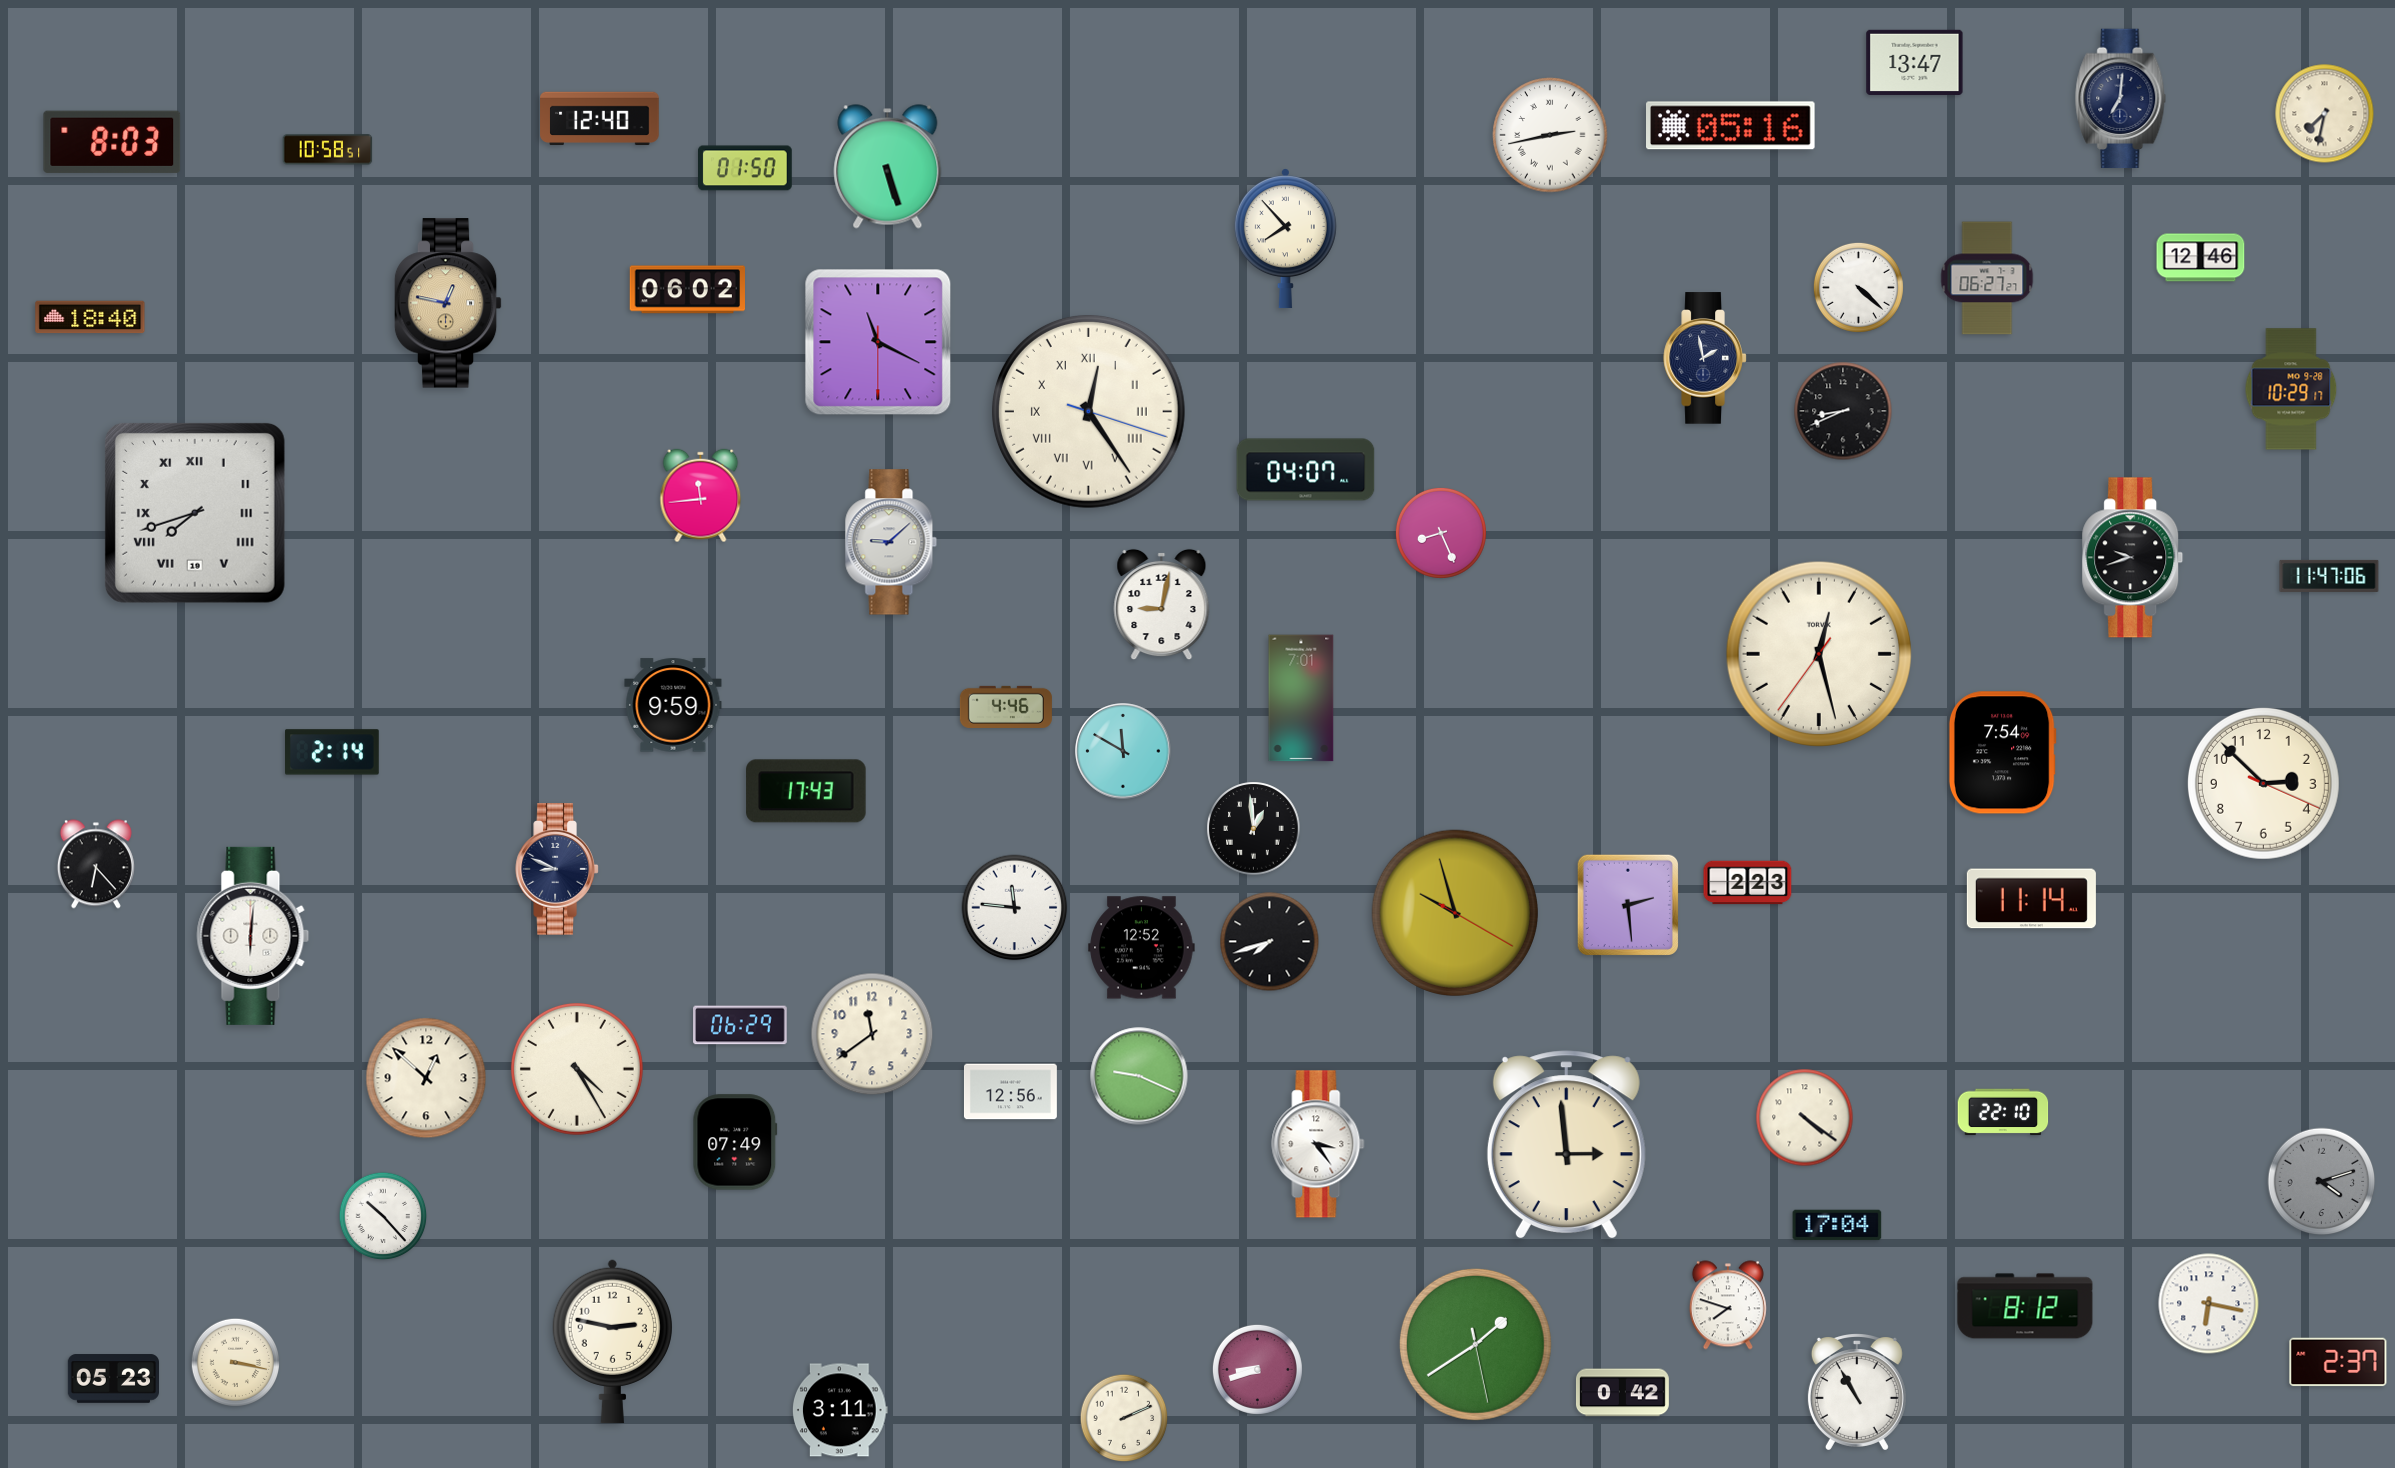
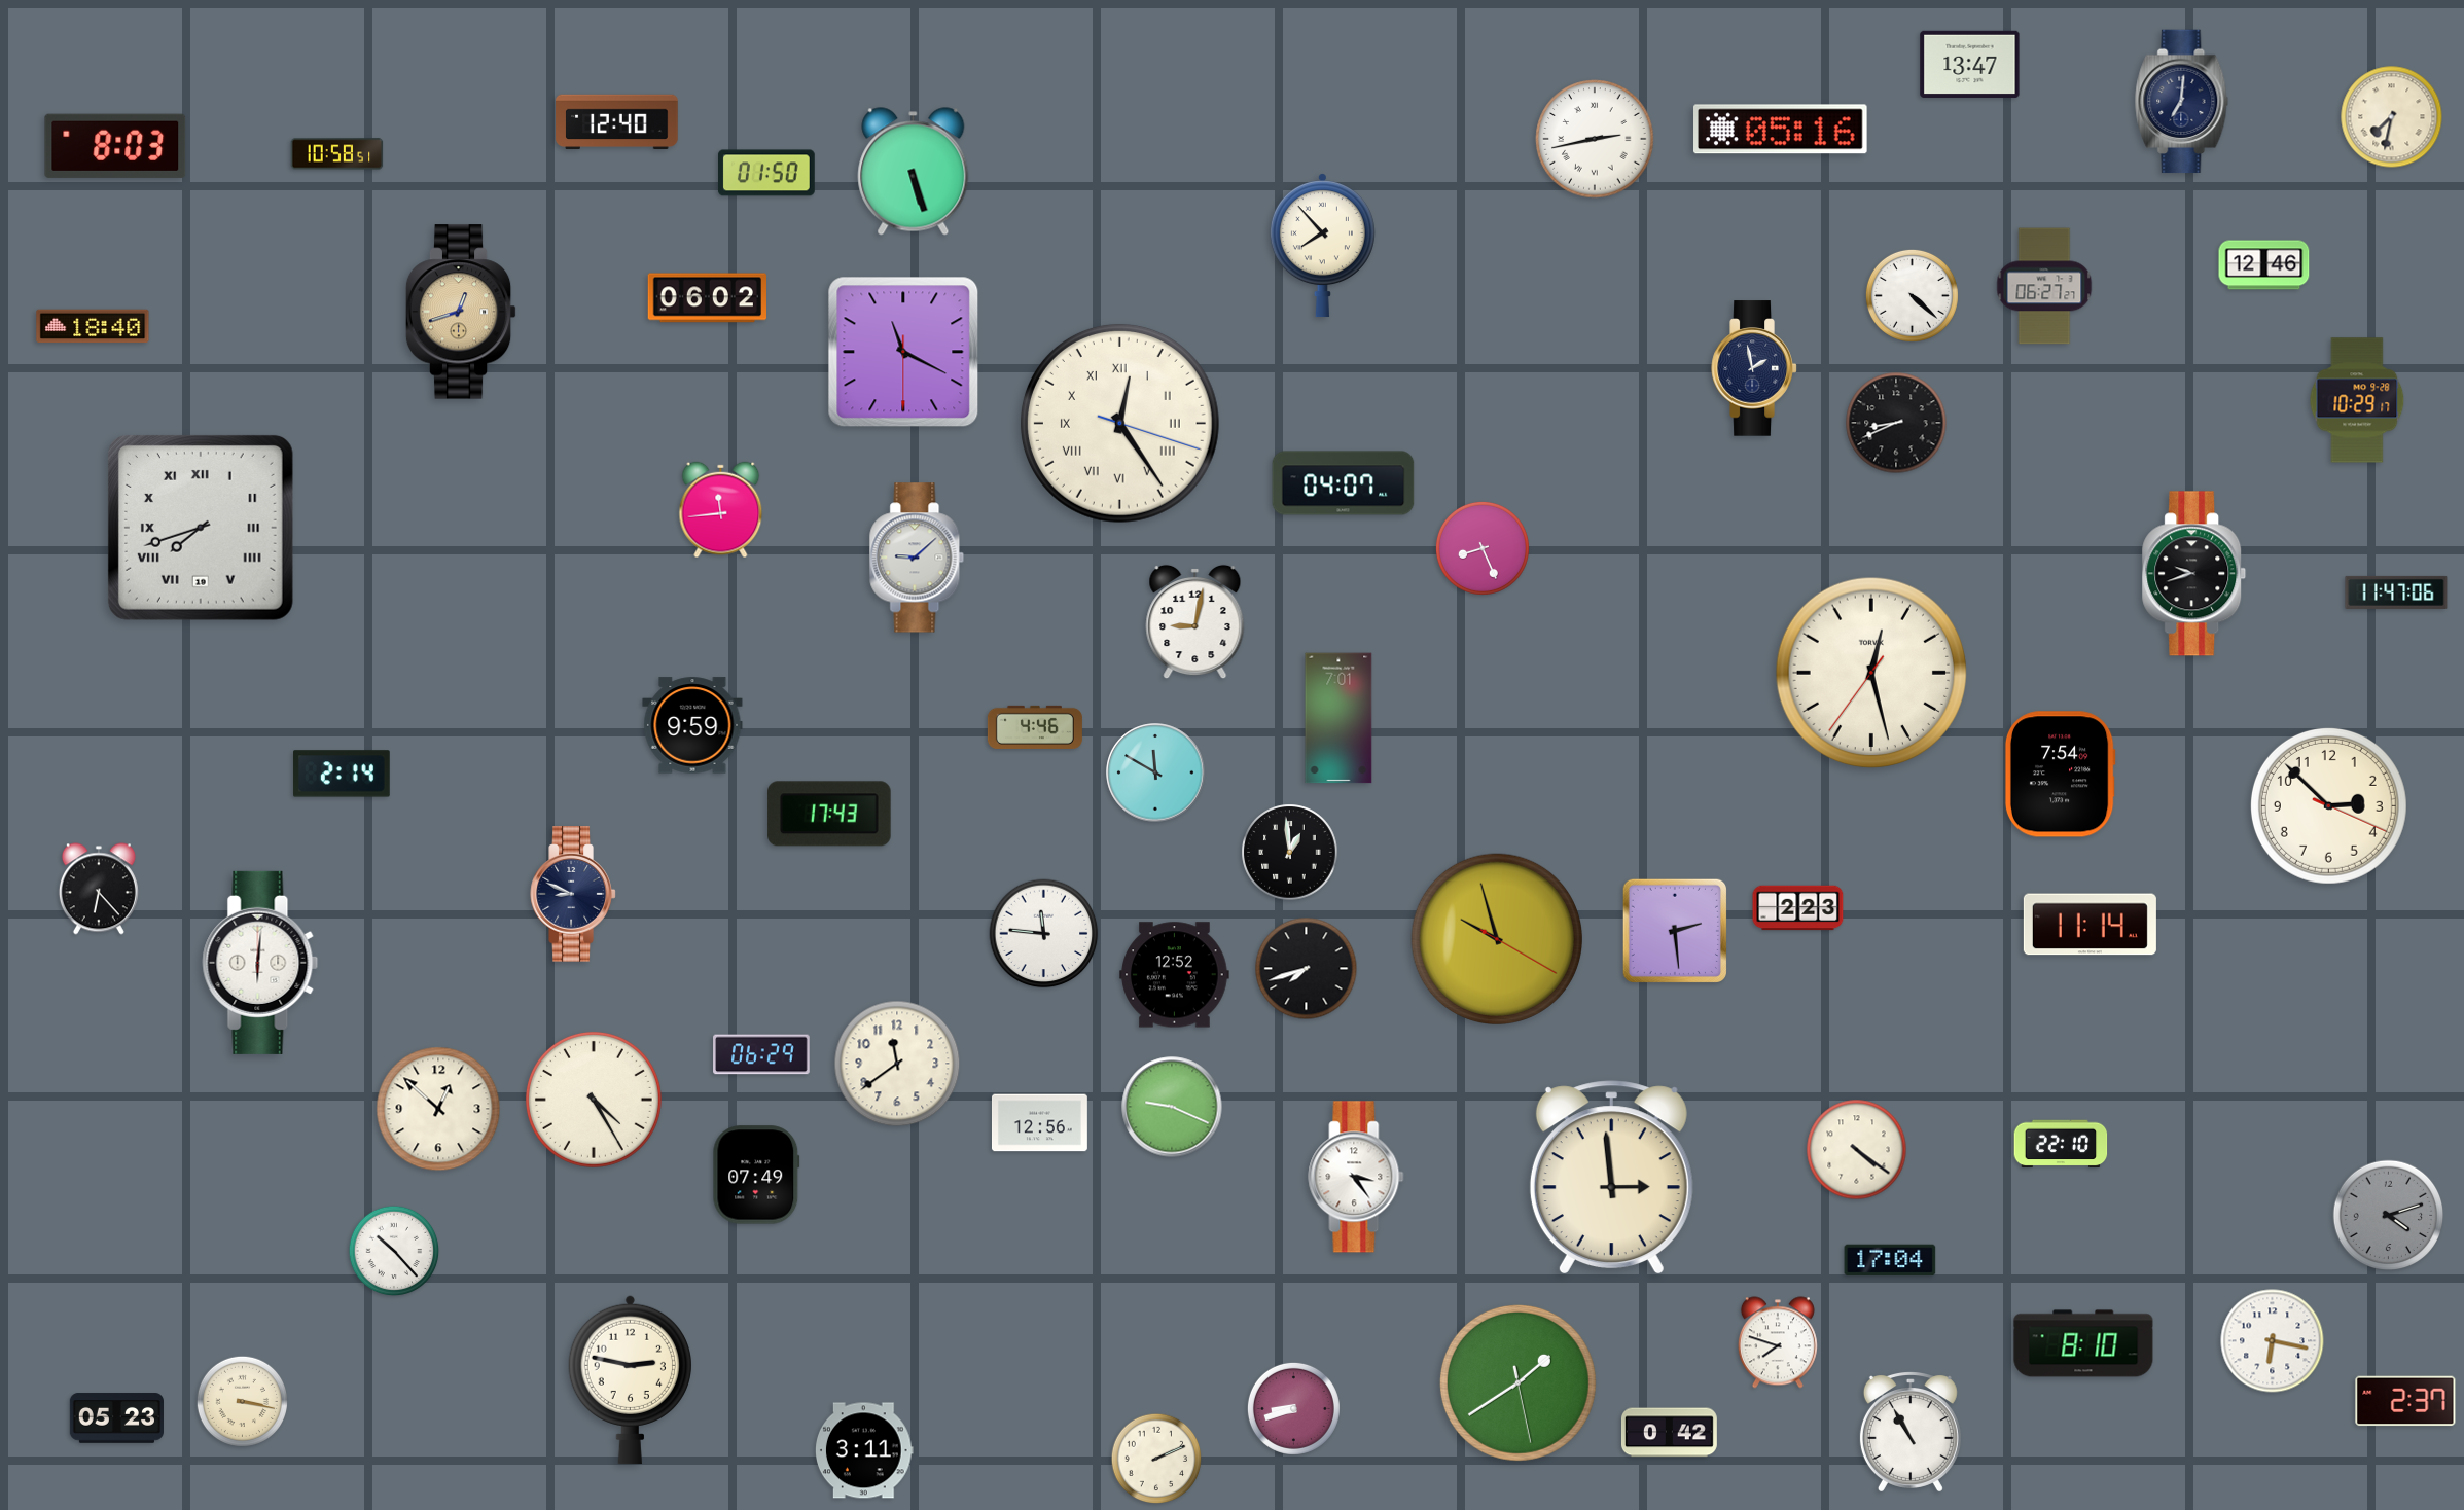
clock at (448, 303): 12:47 -> 12:42
clock at (2025, 1306): 8:12 -> 8:10
